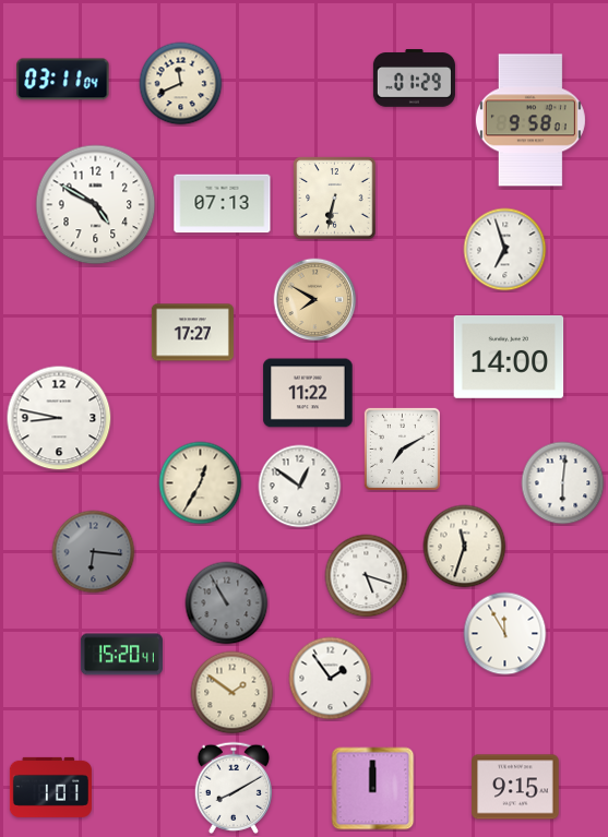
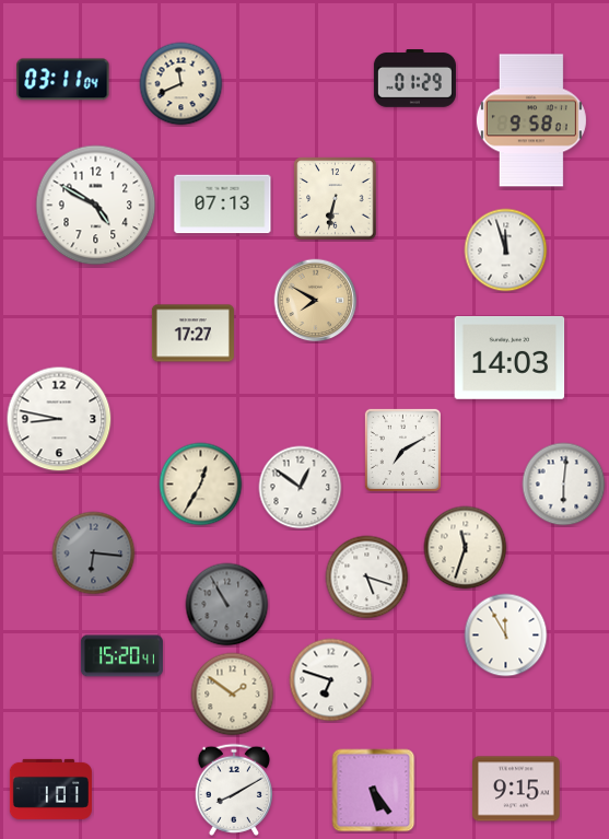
clock at (505, 250): 6:57 -> 11:57
clock at (509, 357): 14:00 -> 14:03
clock at (308, 393): 11:22 -> none
clock at (331, 679): 1:54 -> 6:48
clock at (373, 789): 12:00 -> 5:24
